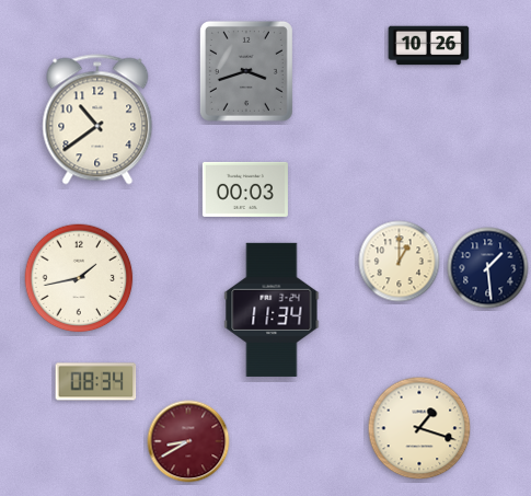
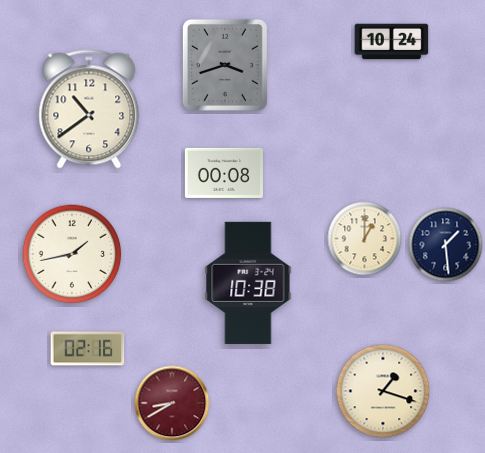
clock at (429, 46): 10:26 -> 10:24
clock at (245, 189): 00:03 -> 00:08
clock at (272, 310): 11:34 -> 10:38
clock at (96, 382): 08:34 -> 02:16
